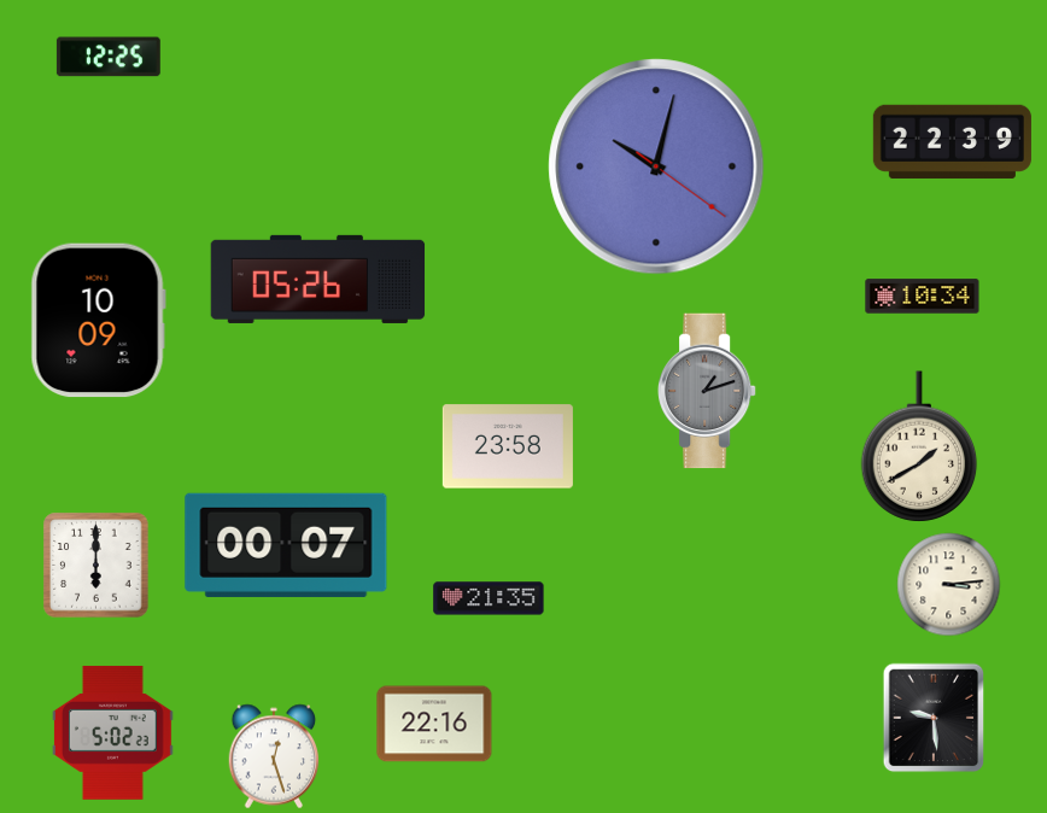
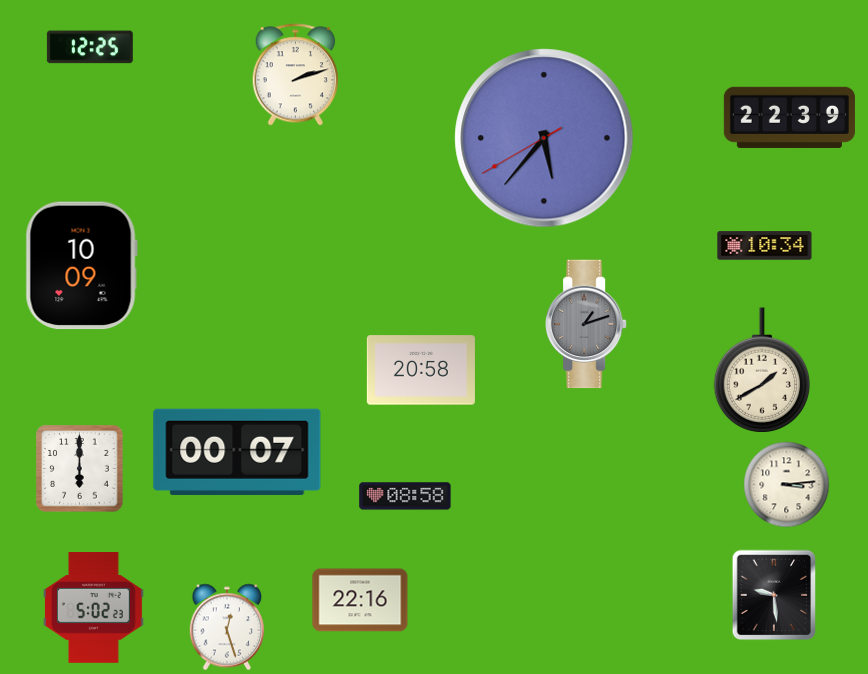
clock at (295, 75): none -> 2:12
clock at (656, 166): 10:02 -> 5:36
clock at (318, 279): 05:26 -> none
clock at (508, 446): 23:58 -> 20:58
clock at (489, 598): 21:35 -> 08:58
